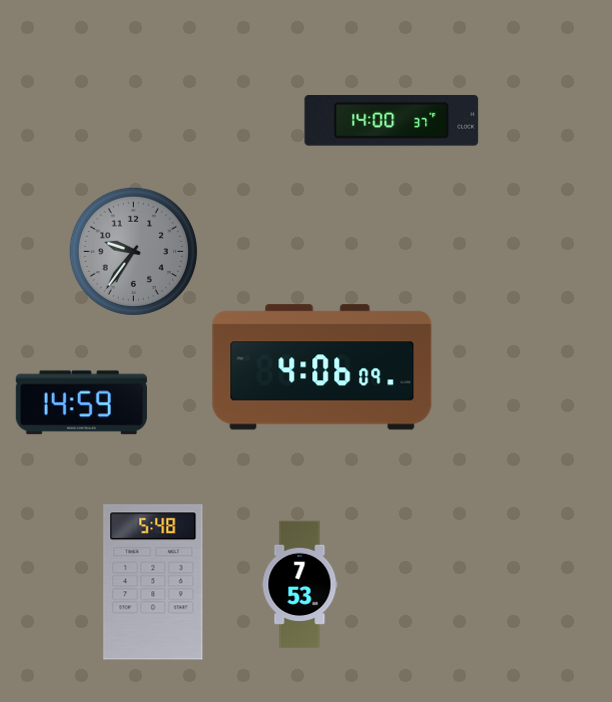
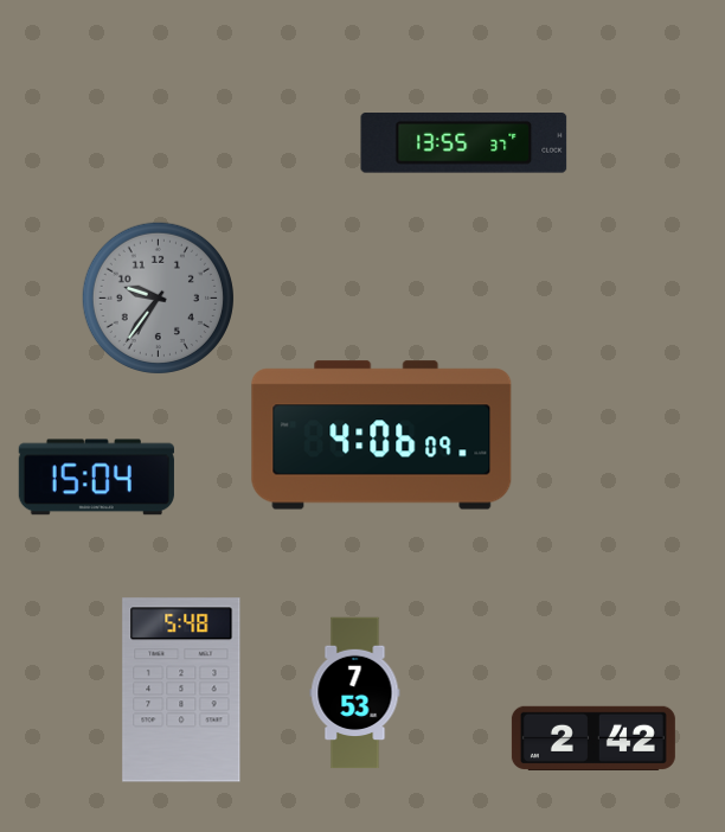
clock at (392, 121): 14:00 -> 13:55
clock at (81, 403): 14:59 -> 15:04
clock at (594, 738): none -> 2:42
